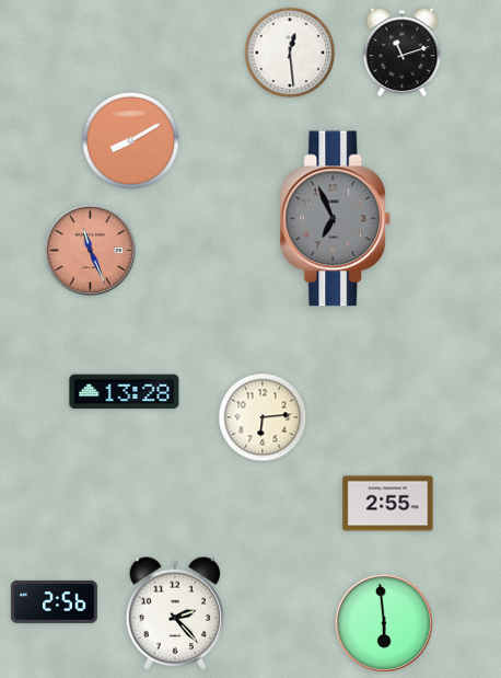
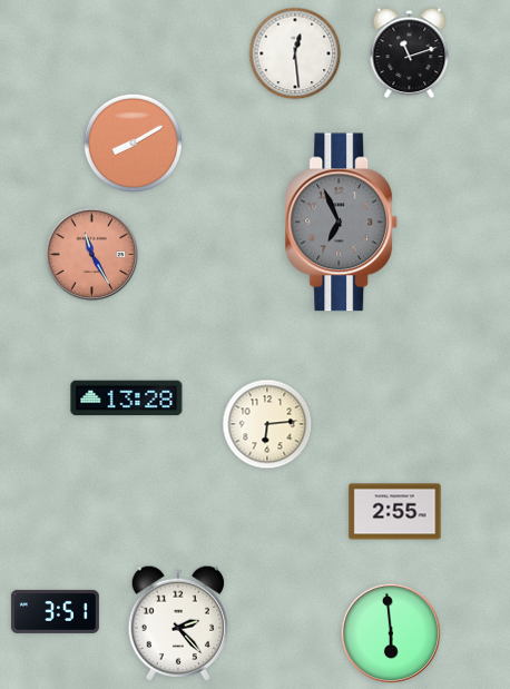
clock at (91, 251): 11:26 -> 11:25
clock at (54, 601): 2:56 -> 3:51
